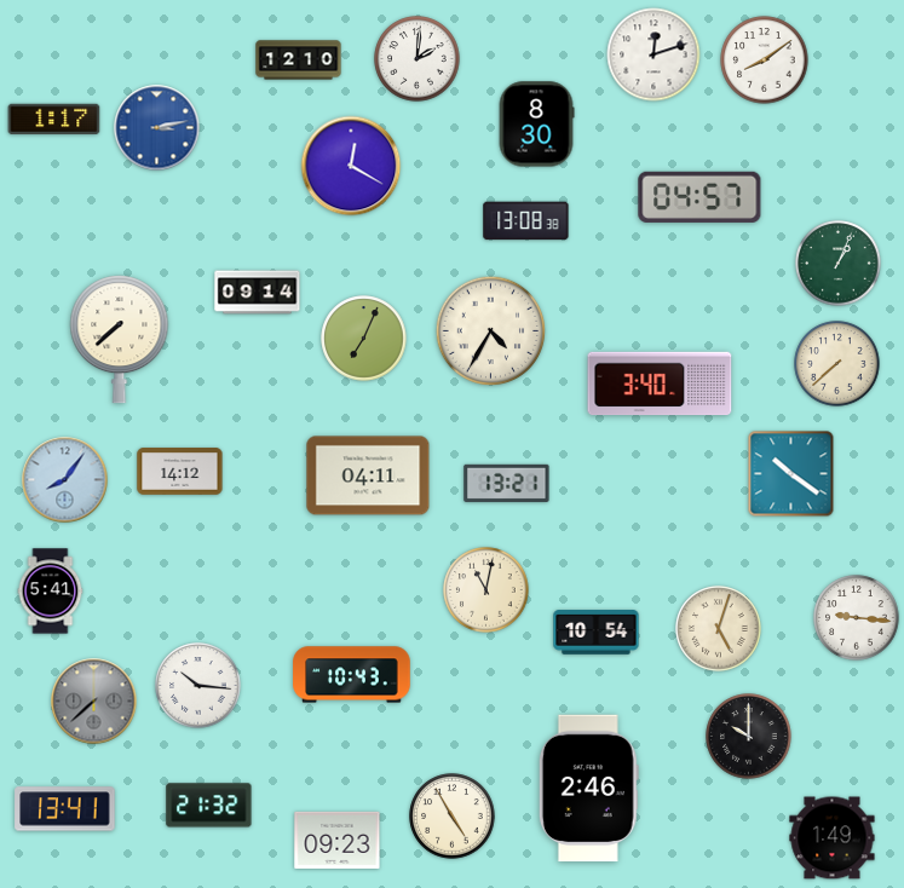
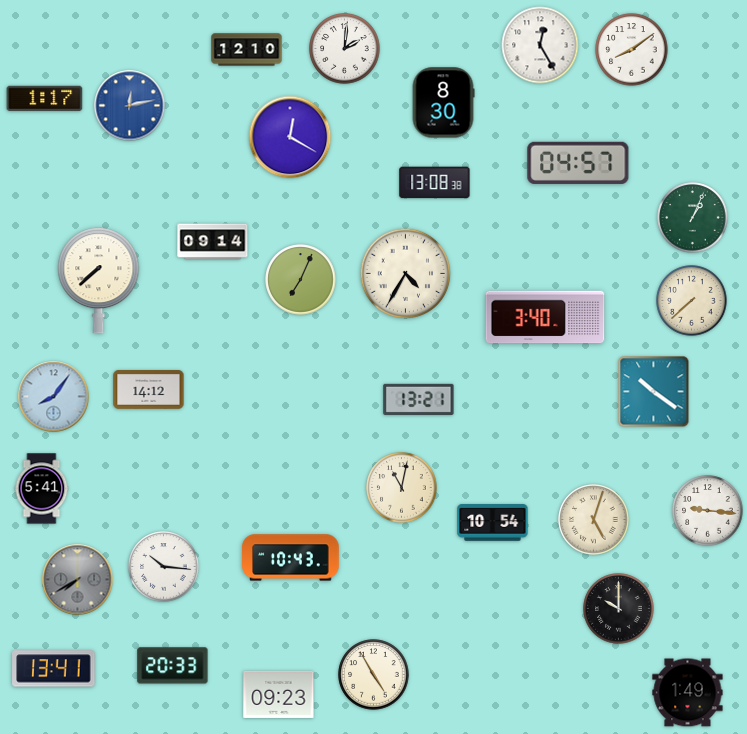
clock at (653, 54): 12:12 -> 12:25
clock at (157, 128): 3:13 -> 12:13
clock at (368, 475): 04:11 -> none
clock at (94, 702): 7:38 -> 7:40
clock at (588, 789): 2:46 -> none
clock at (209, 806): 21:32 -> 20:33
